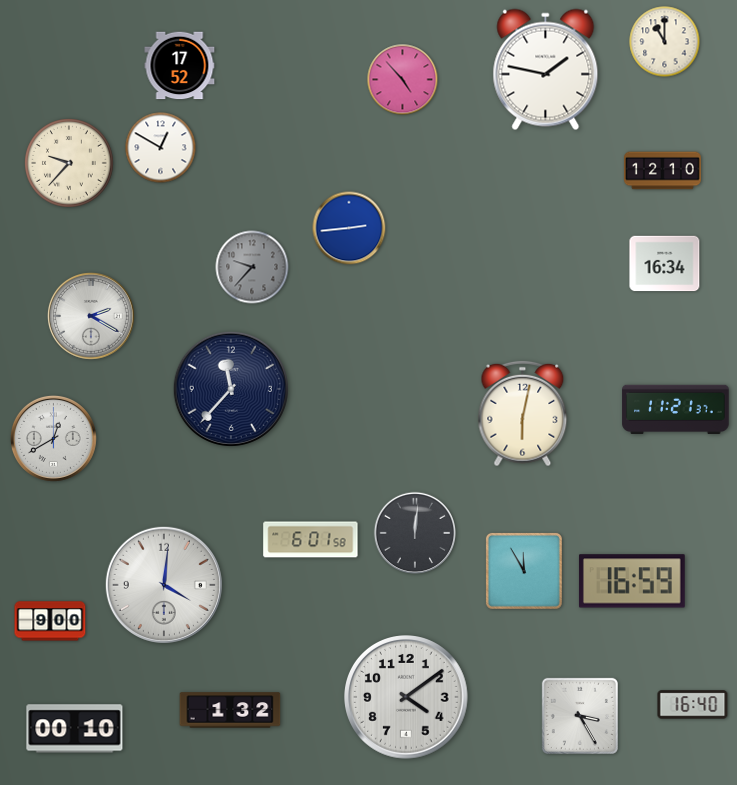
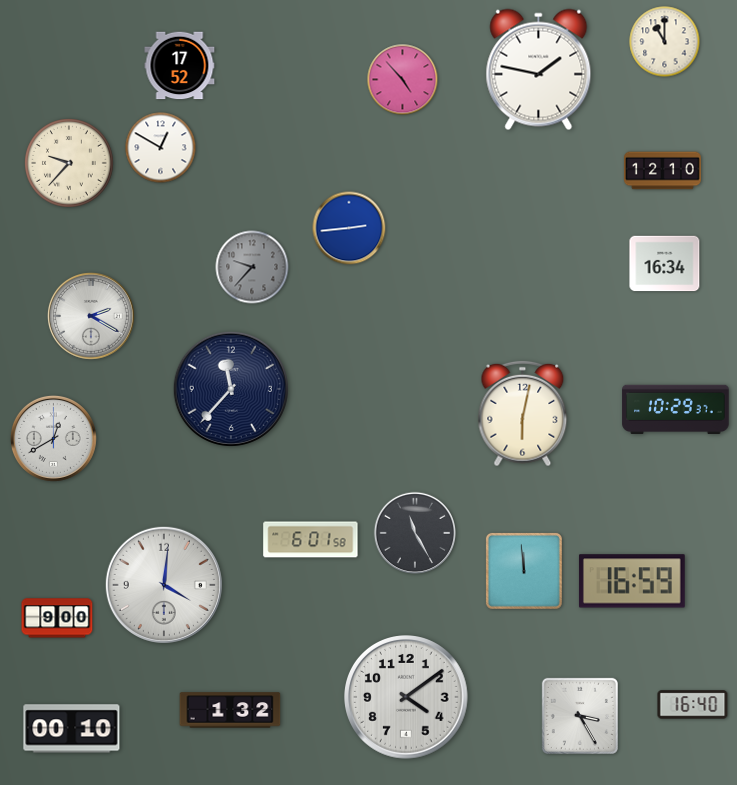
clock at (546, 70) position: (546, 70) -> (539, 70)
clock at (676, 409): 11:21 -> 10:29
clock at (414, 532): 12:01 -> 11:25
clock at (524, 571): 11:55 -> 11:59
clock at (50, 621) position: (50, 621) -> (57, 618)
clock at (75, 729) position: (75, 729) -> (72, 729)
